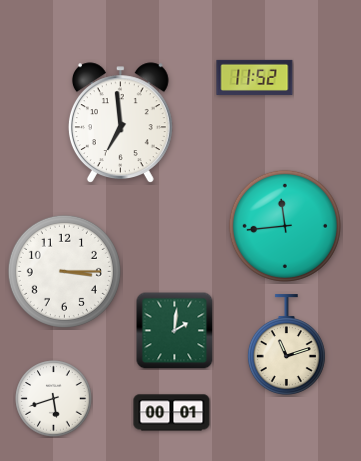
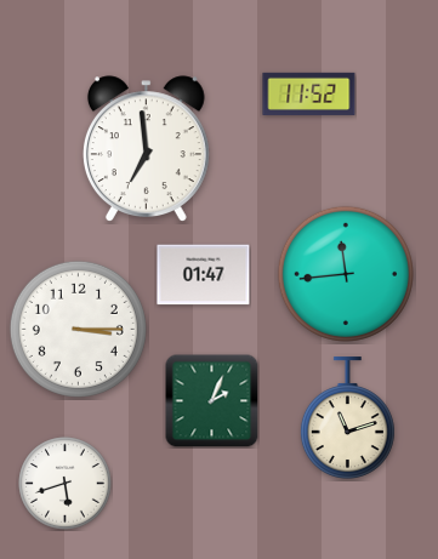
clock at (204, 275): none -> 01:47
clock at (174, 330): 2:01 -> 2:04
clock at (172, 413): 00:01 -> none
